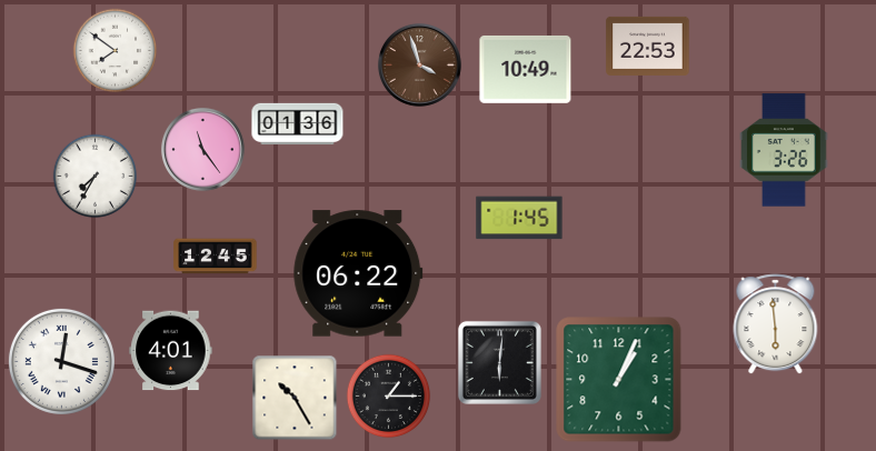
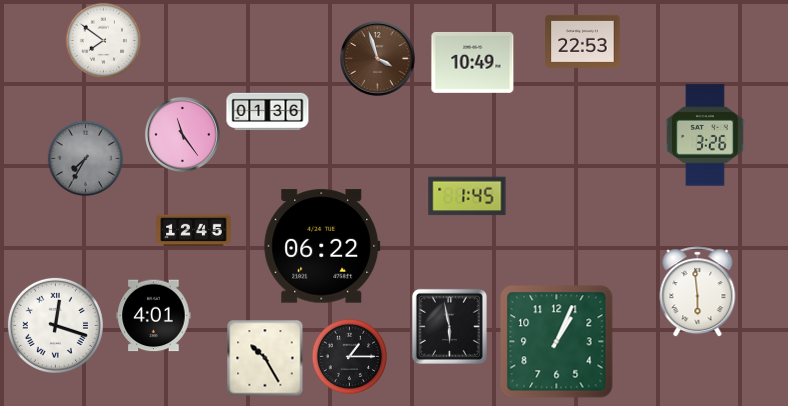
clock at (116, 51) position: (116, 51) -> (104, 41)
clock at (96, 177) dial: white -> grey
clock at (499, 362): 6:01 -> 5:58
